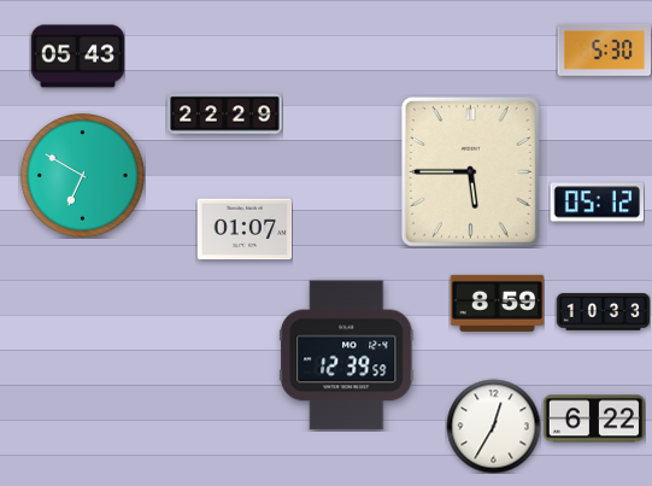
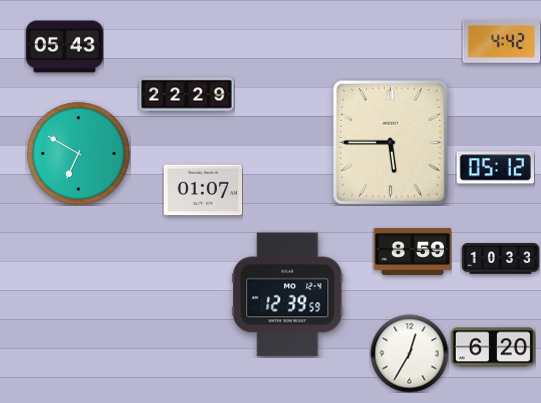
clock at (604, 51): 5:30 -> 4:42
clock at (83, 176) position: (83, 176) -> (79, 154)
clock at (594, 418): 6:22 -> 6:20
